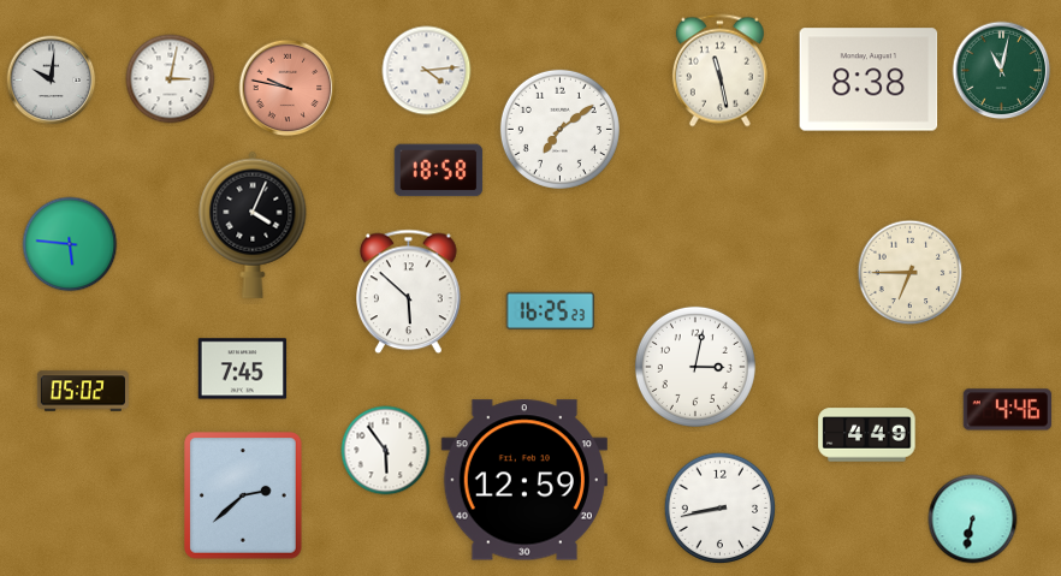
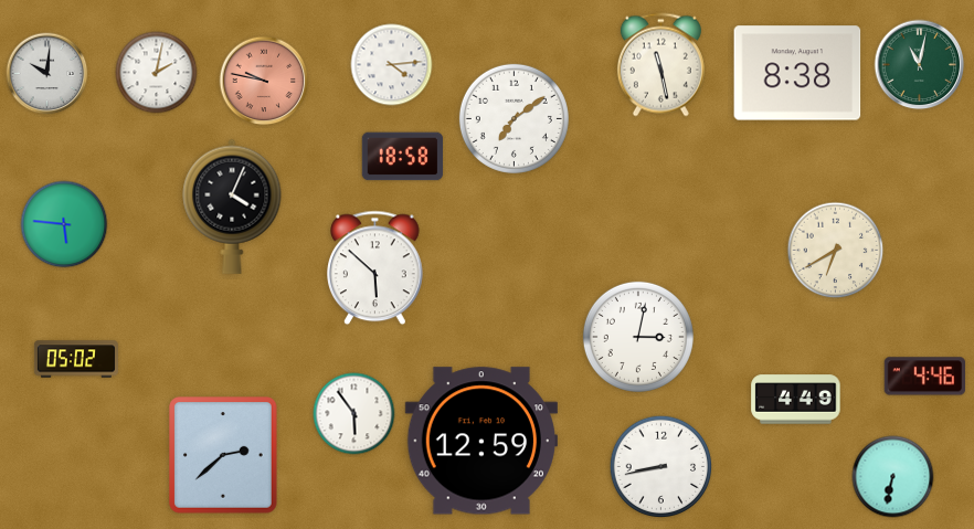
clock at (171, 79): 3:02 -> 2:02
clock at (911, 273): 6:45 -> 6:40
clock at (550, 310): 16:25 -> none
clock at (243, 369): 7:45 -> none
